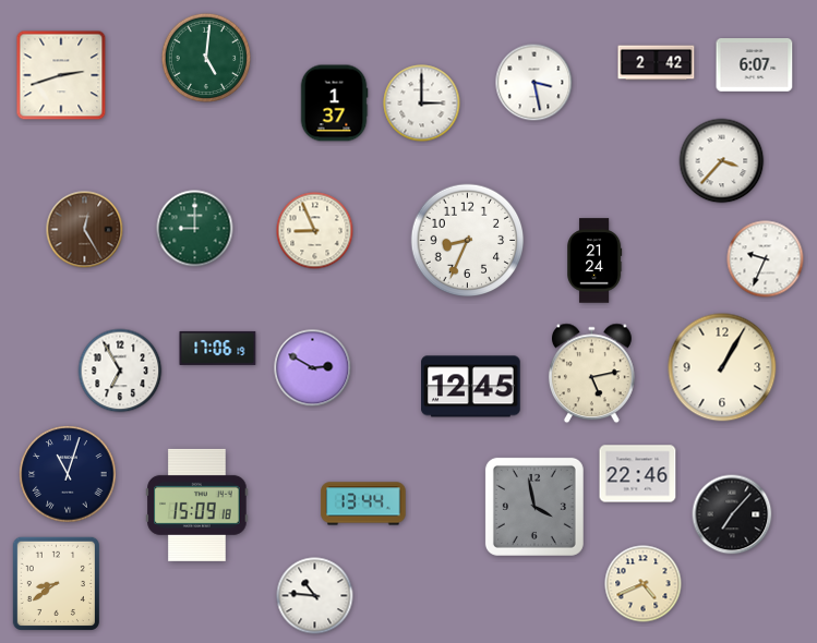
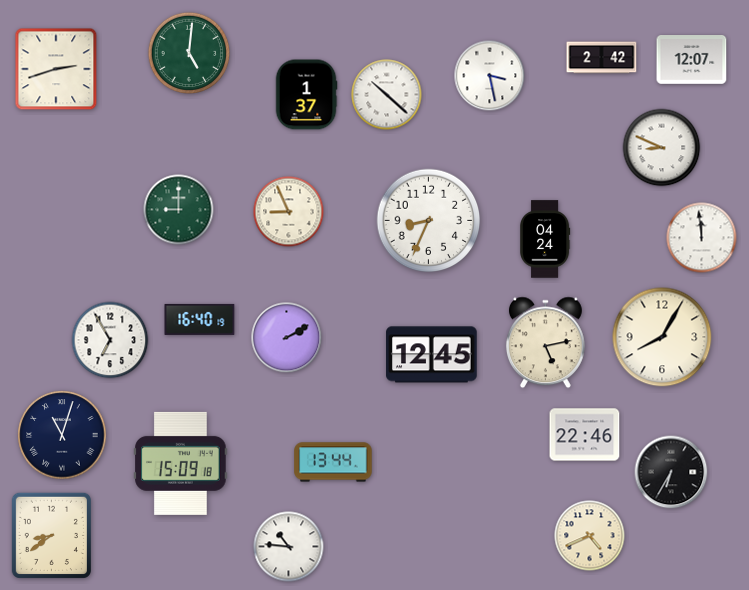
clock at (755, 65): 6:07 -> 12:07
clock at (422, 104): 3:00 -> 10:22
clock at (722, 161): 3:37 -> 8:49
clock at (85, 230): 12:25 -> none
clock at (766, 259): 9:34 -> 11:59
clock at (596, 260): 21:24 -> 04:24
clock at (218, 348): 17:06 -> 16:40
clock at (722, 367): 1:05 -> 8:05
clock at (313, 368): 2:50 -> 2:10
clock at (591, 374) position: (591, 374) -> (545, 343)
clock at (534, 507): 3:58 -> none
clock at (732, 514): 7:07 -> 6:35
